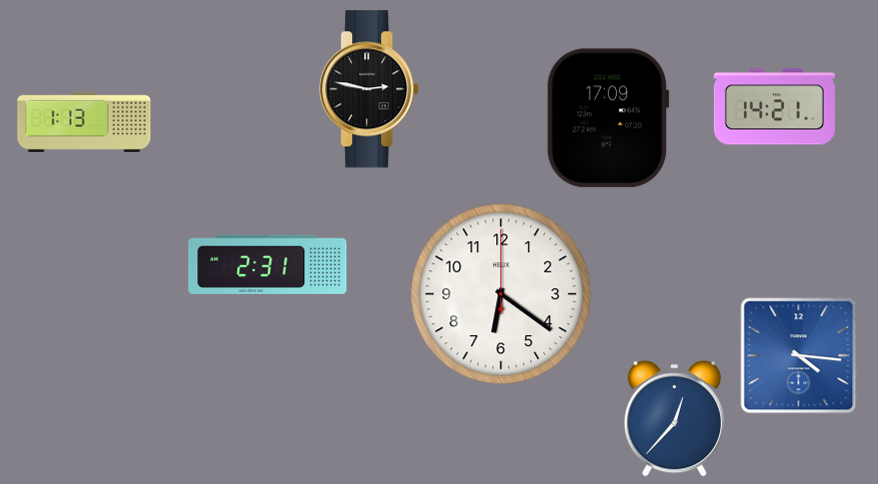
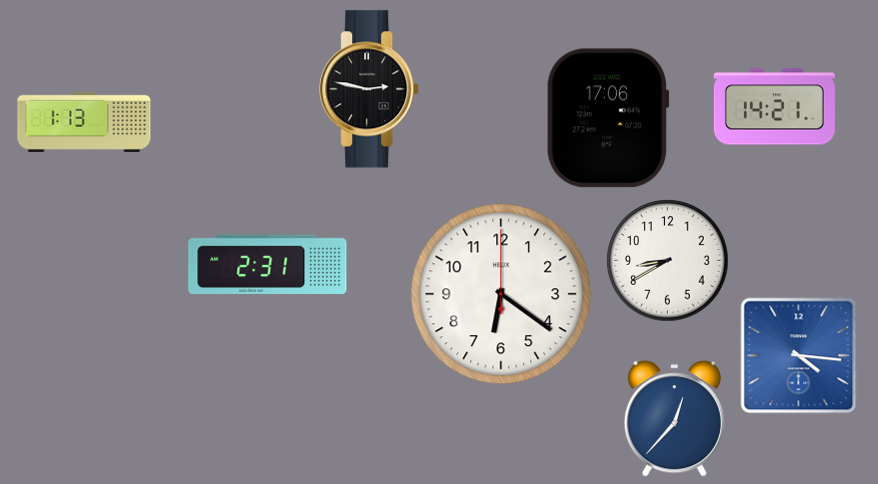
clock at (608, 118): 17:09 -> 17:06
clock at (668, 261): none -> 8:40
